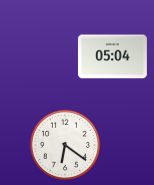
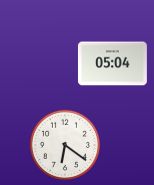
clock at (112, 57) position: (112, 57) -> (112, 64)
